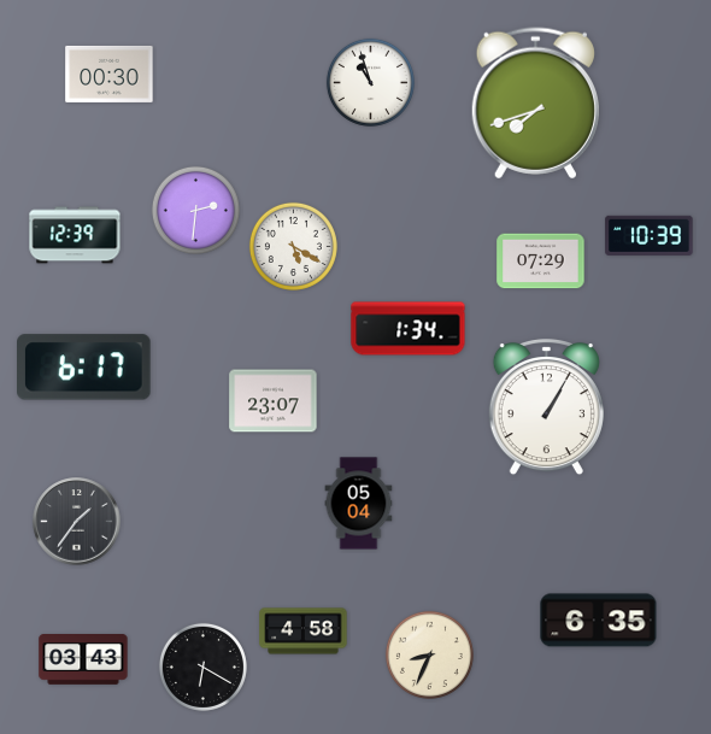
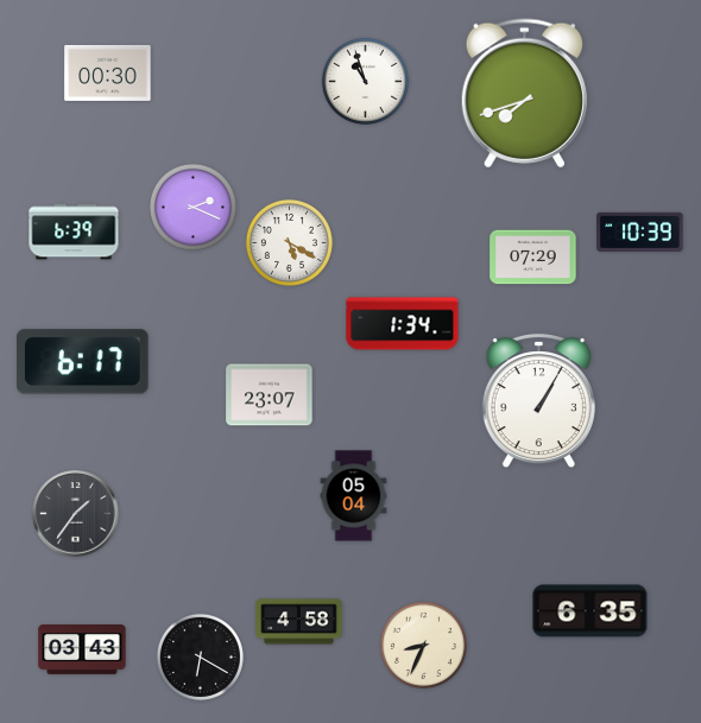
clock at (535, 104) position: (535, 104) -> (524, 94)
clock at (195, 210): 2:31 -> 2:19
clock at (75, 235): 12:39 -> 6:39
